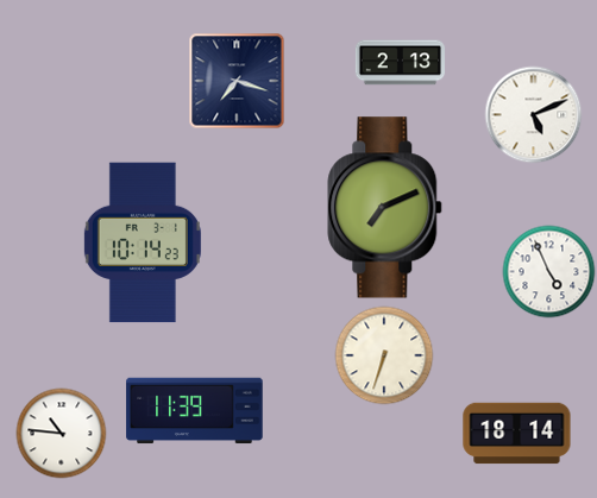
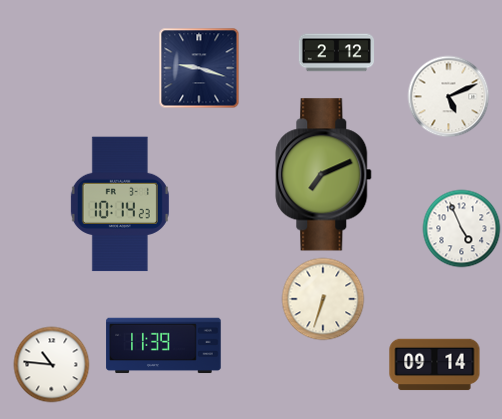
clock at (401, 63): 2:13 -> 2:12
clock at (237, 81): 7:18 -> 9:18
clock at (517, 434): 18:14 -> 09:14
